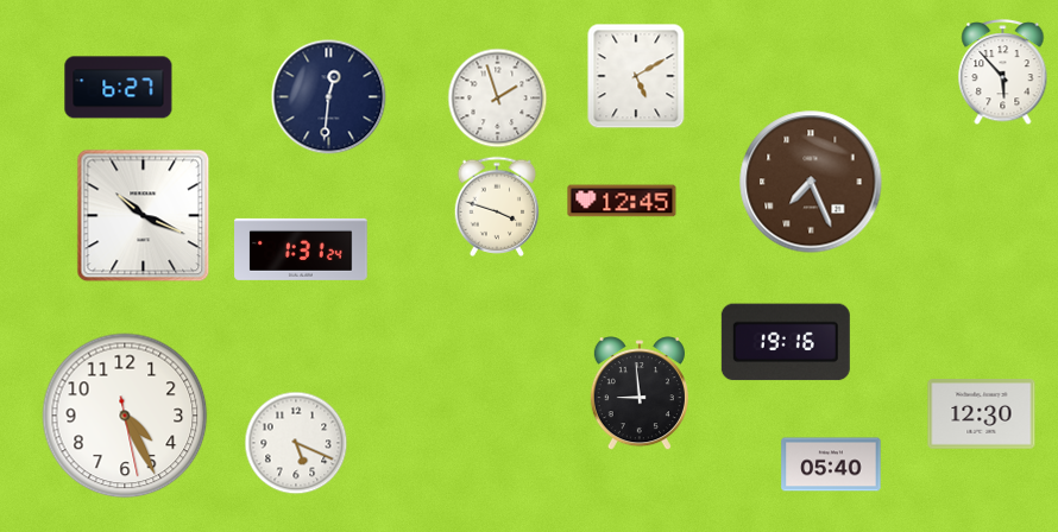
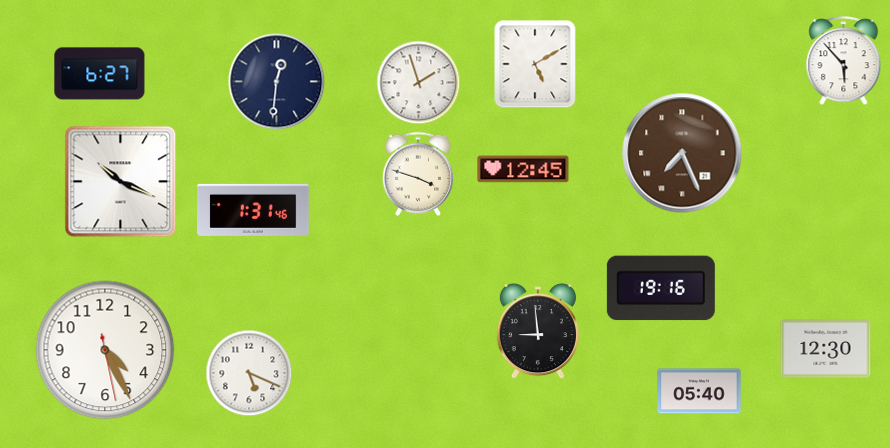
clock at (301, 249): 1:31:24 -> 1:31:46
